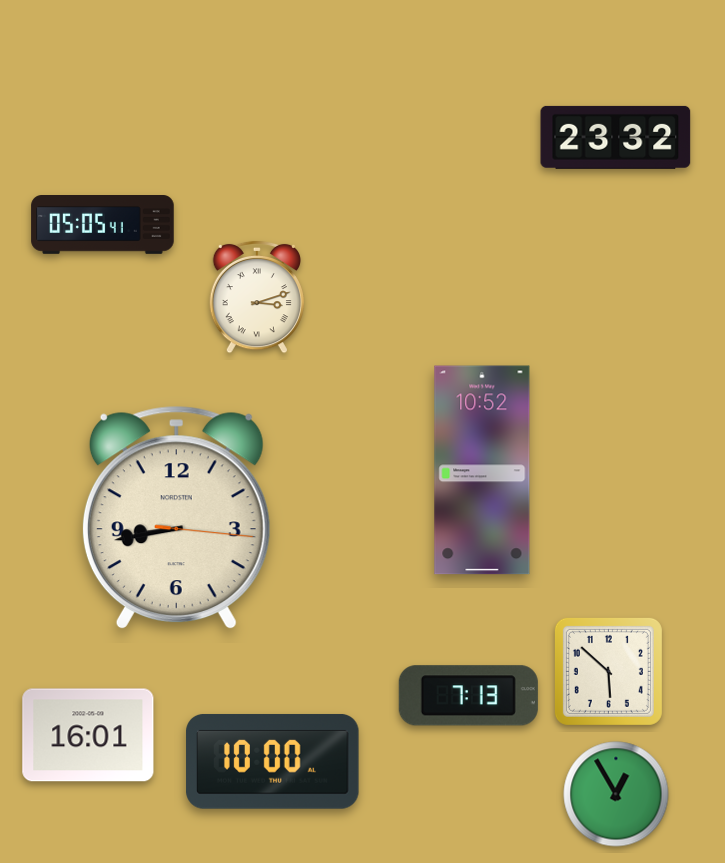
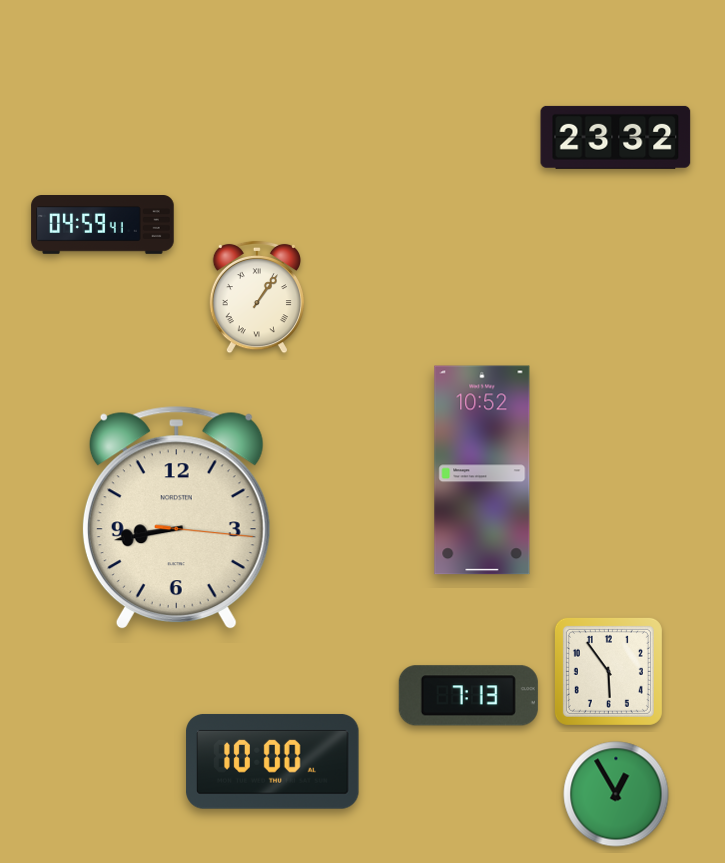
clock at (103, 225): 05:05 -> 04:59
clock at (256, 297): 3:12 -> 1:06
clock at (608, 671): 5:52 -> 5:54
clock at (88, 735): 16:01 -> none
